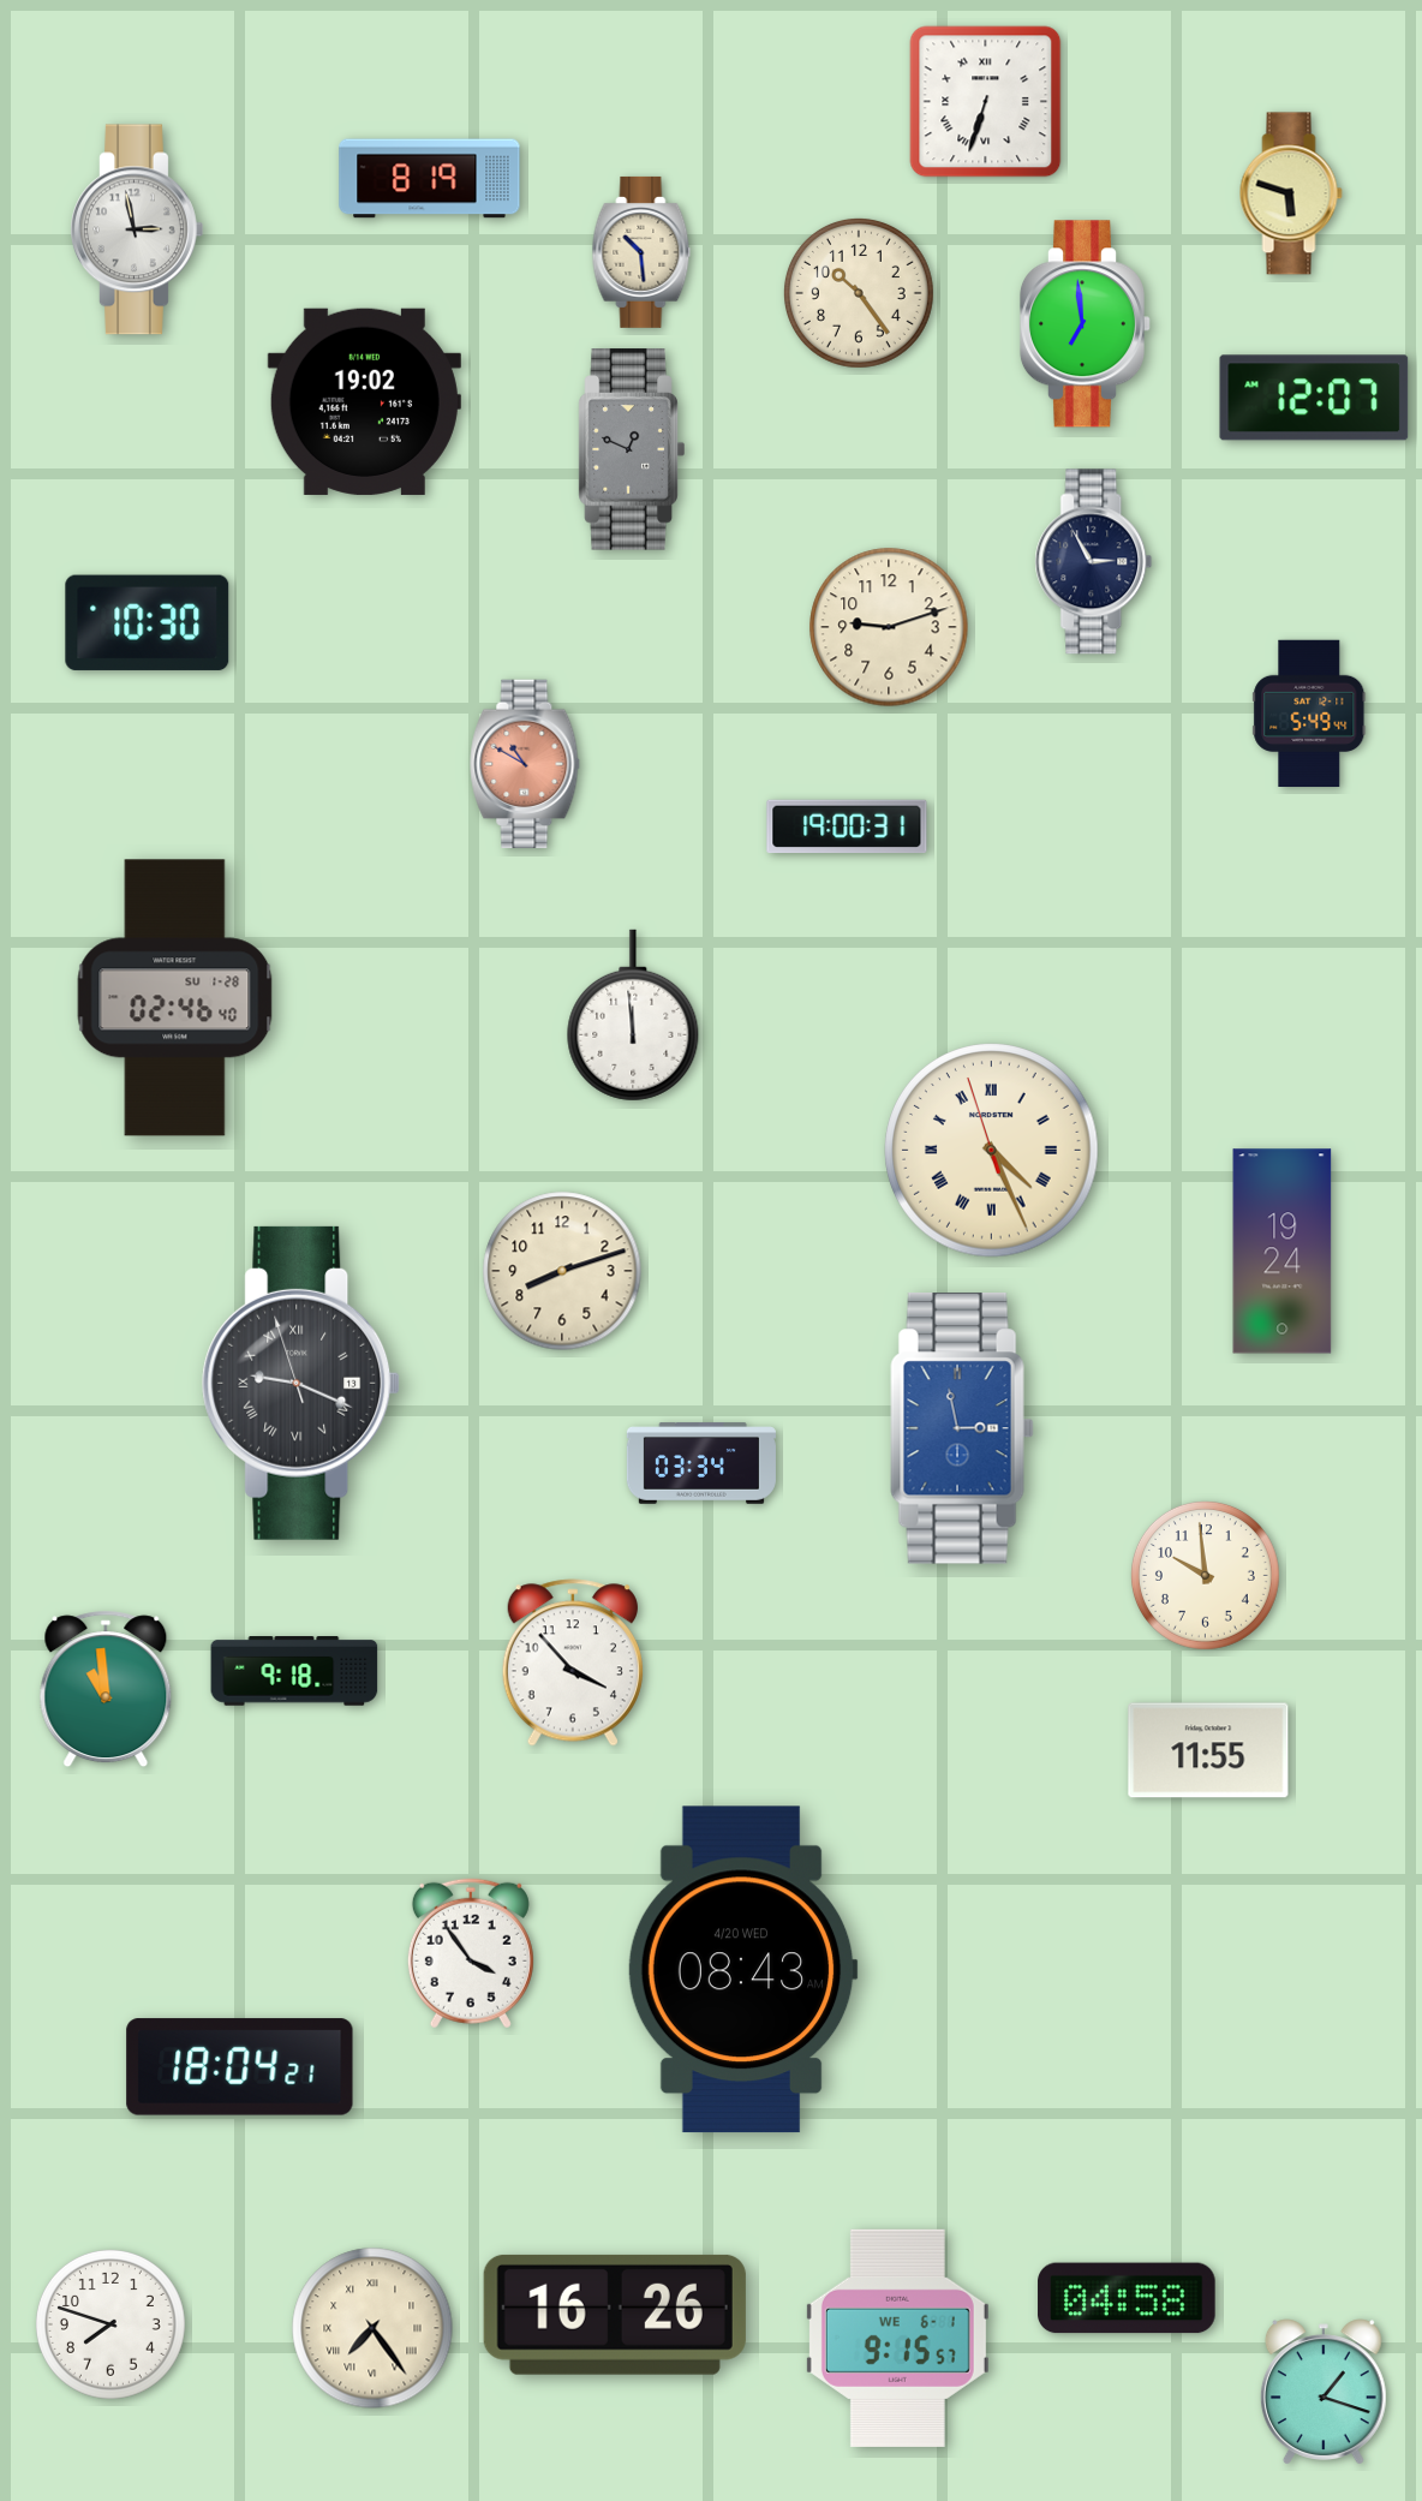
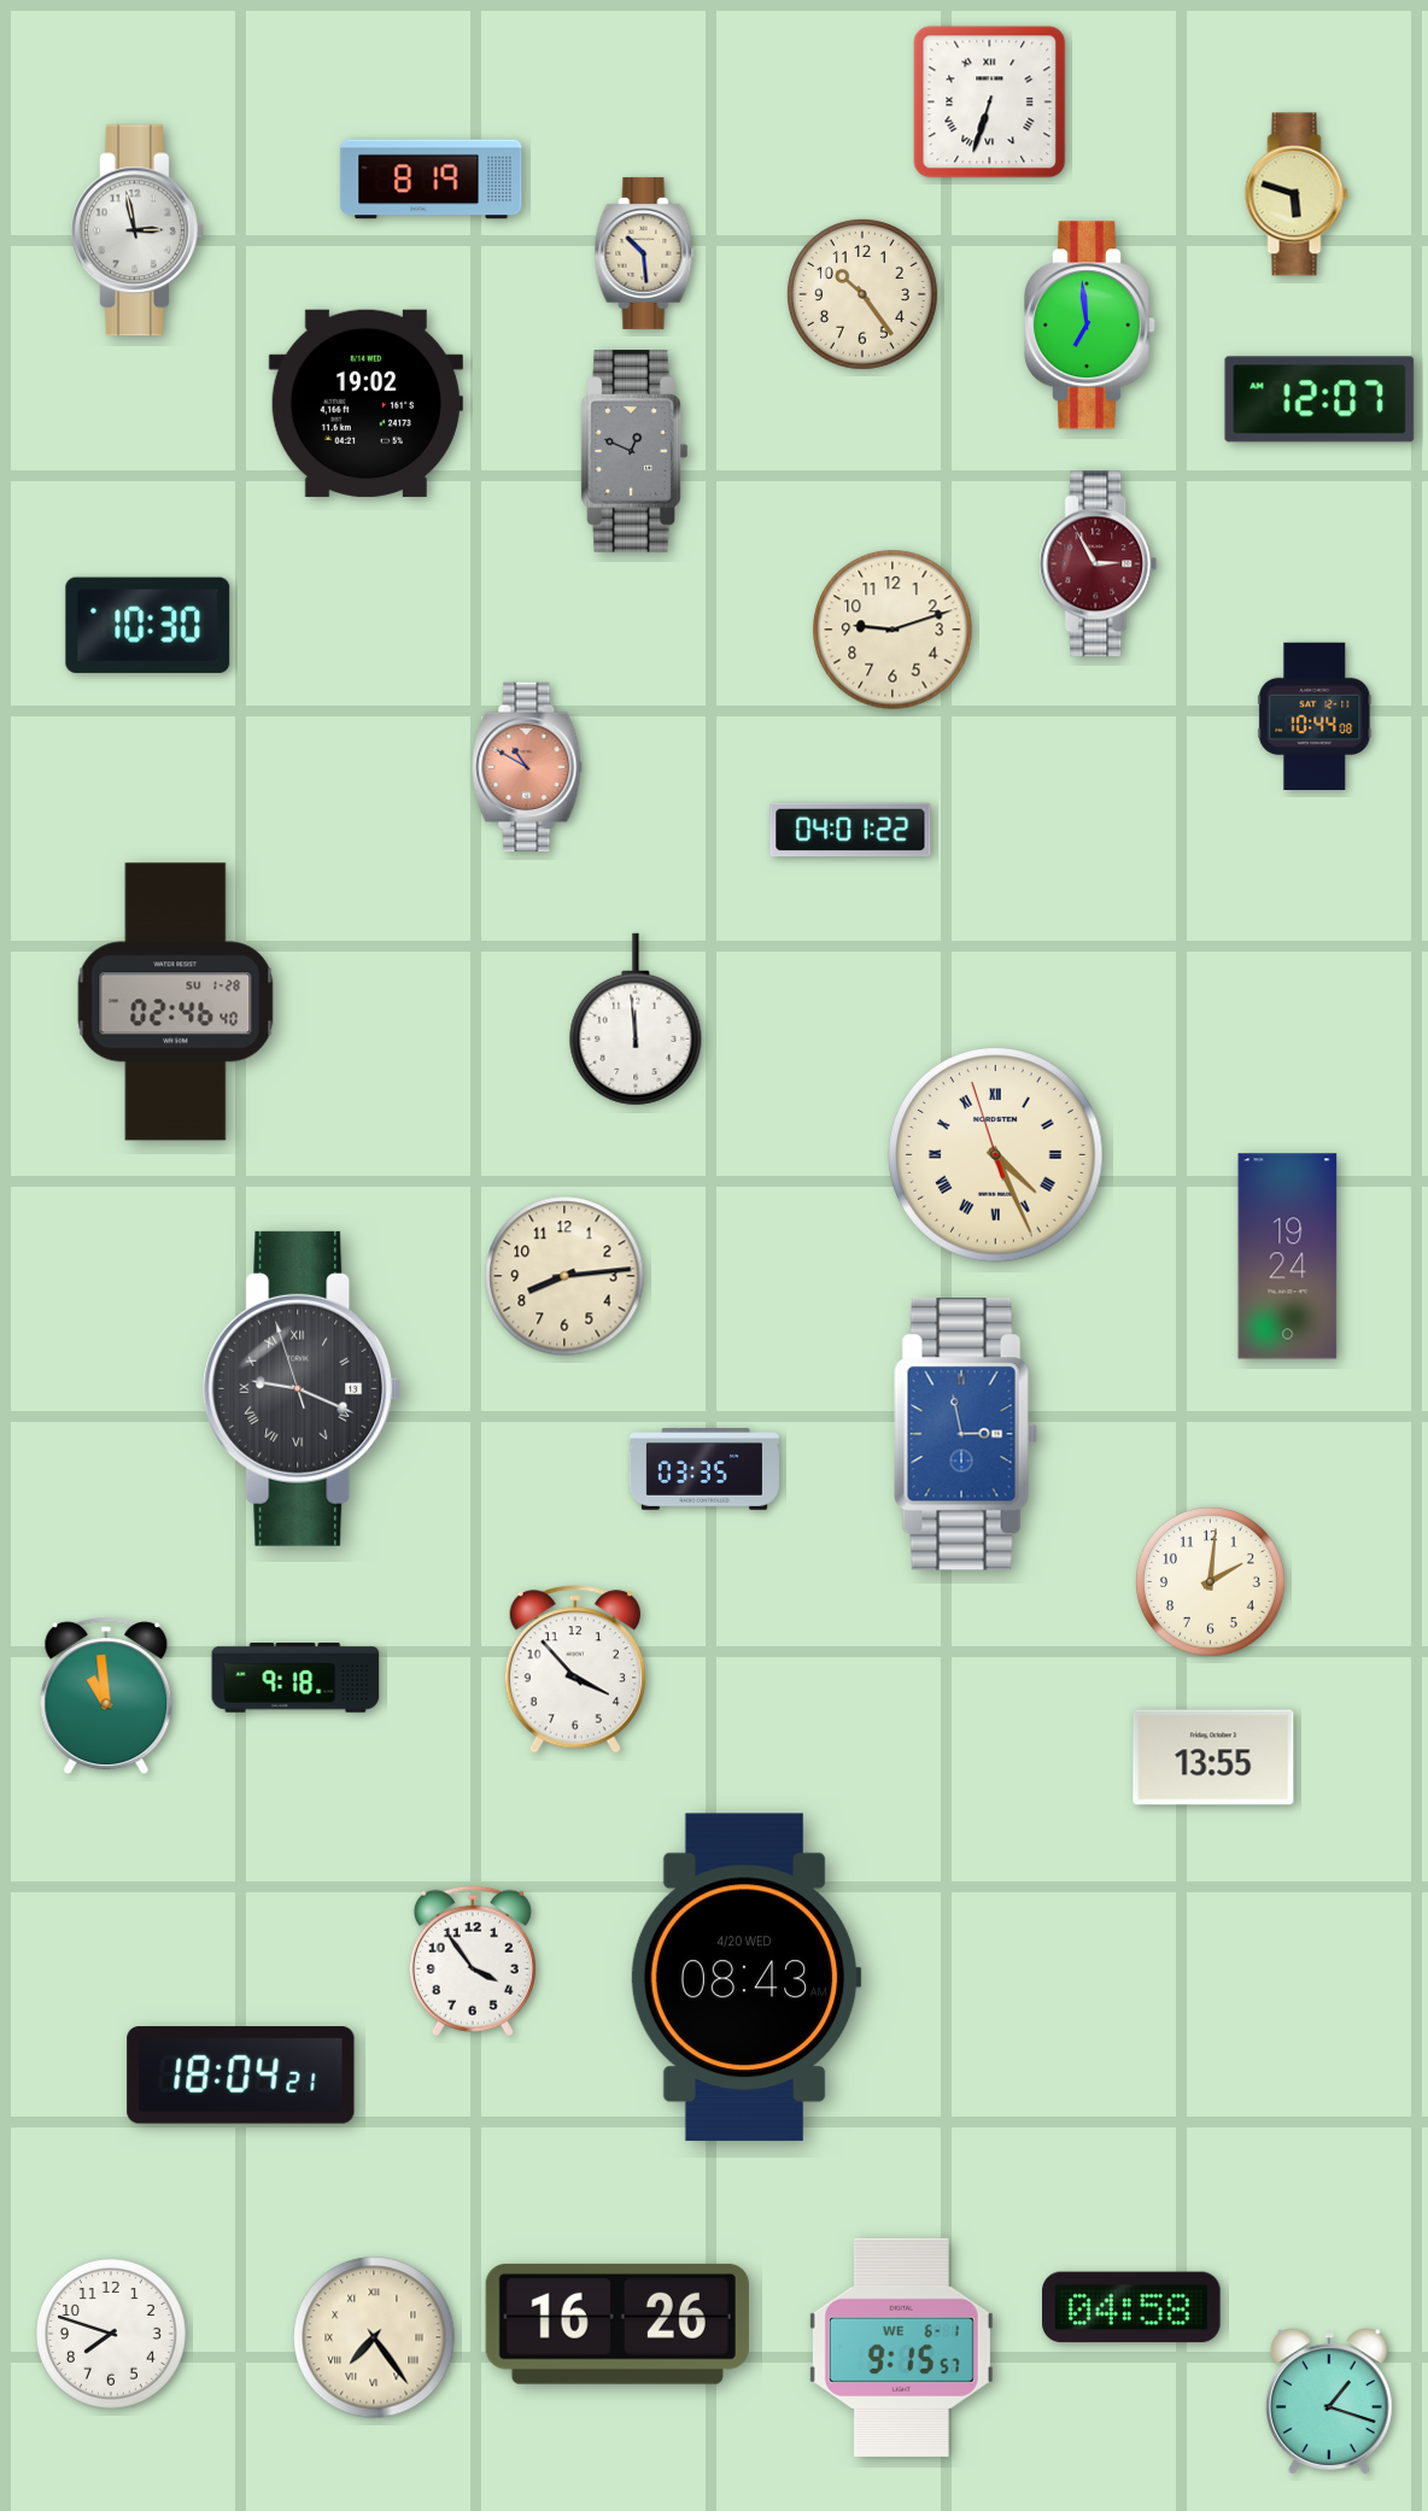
clock at (1094, 562) dial: navy -> burgundy
clock at (1309, 712): 5:49 -> 10:44
clock at (847, 826): 19:00 -> 04:01
clock at (562, 1271): 8:12 -> 8:14
clock at (701, 1463): 03:34 -> 03:35
clock at (1205, 1575): 9:59 -> 2:01
clock at (1208, 1750): 11:55 -> 13:55
